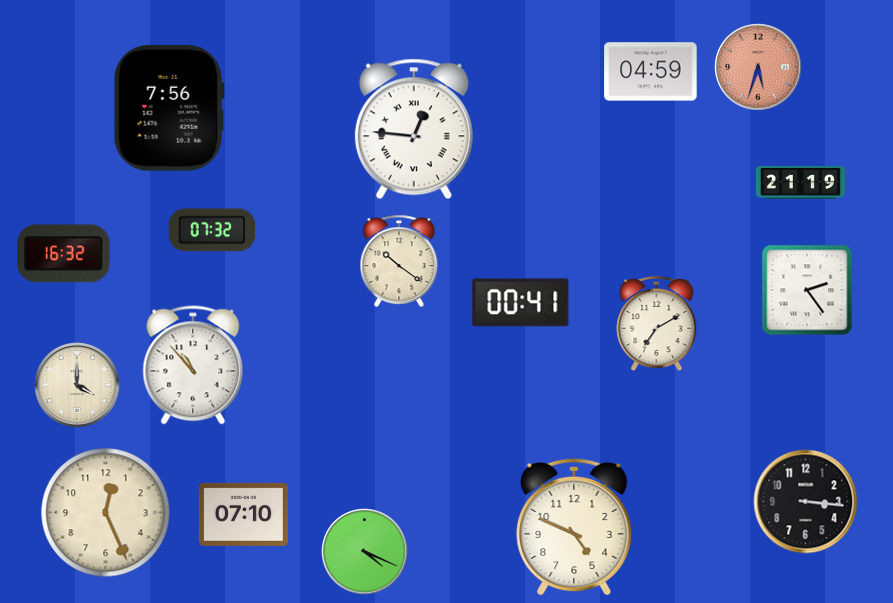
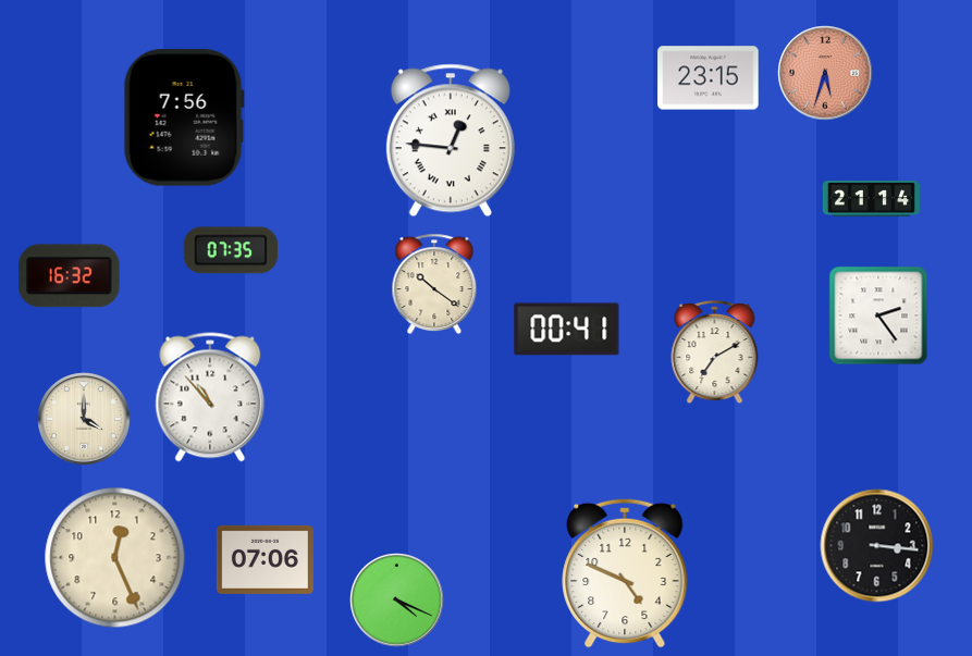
clock at (651, 72): 04:59 -> 23:15
clock at (800, 183): 21:19 -> 21:14
clock at (212, 230): 07:32 -> 07:35
clock at (243, 514): 07:10 -> 07:06
